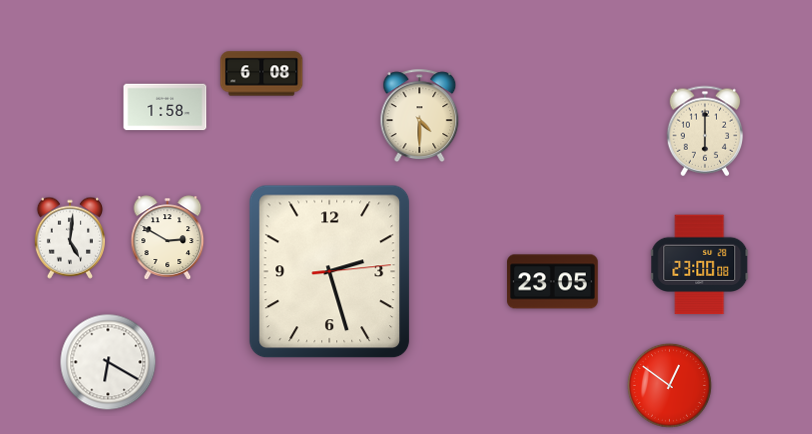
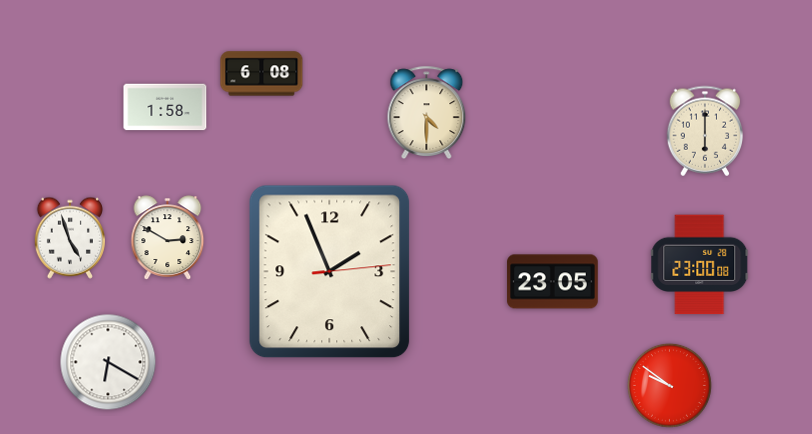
clock at (420, 115) position: (420, 115) -> (427, 112)
clock at (70, 238): 5:01 -> 4:57
clock at (330, 272): 2:27 -> 1:56
clock at (669, 385): 12:51 -> 9:51
